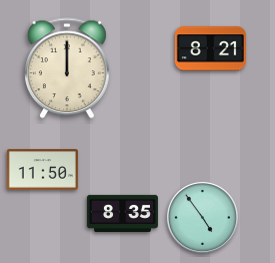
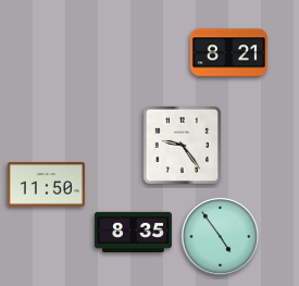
clock at (67, 68): 12:00 -> none
clock at (182, 145): none -> 9:24
